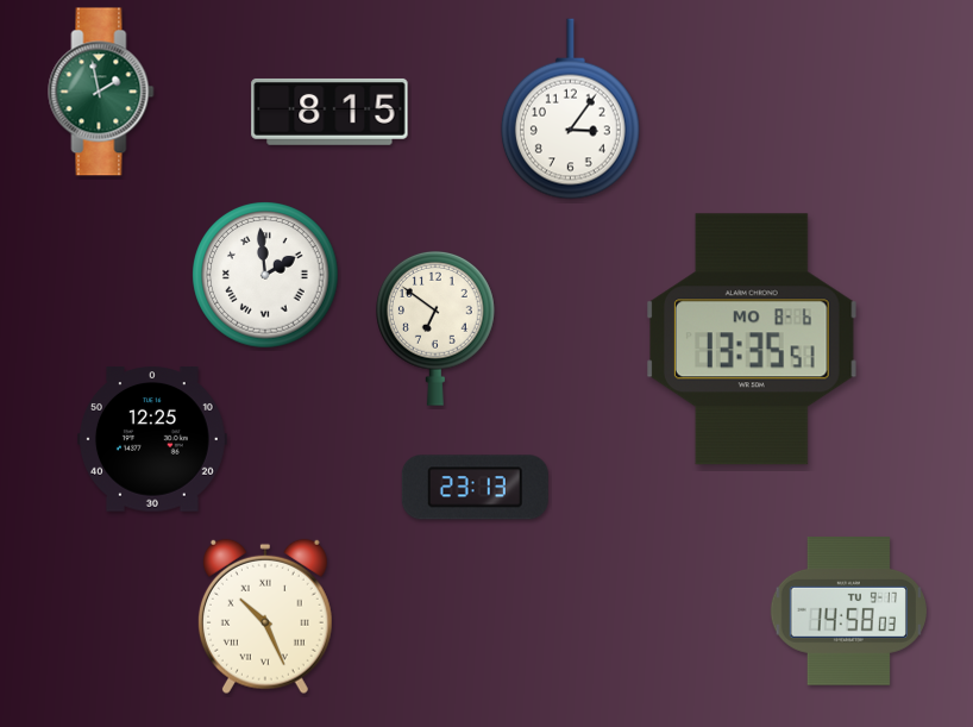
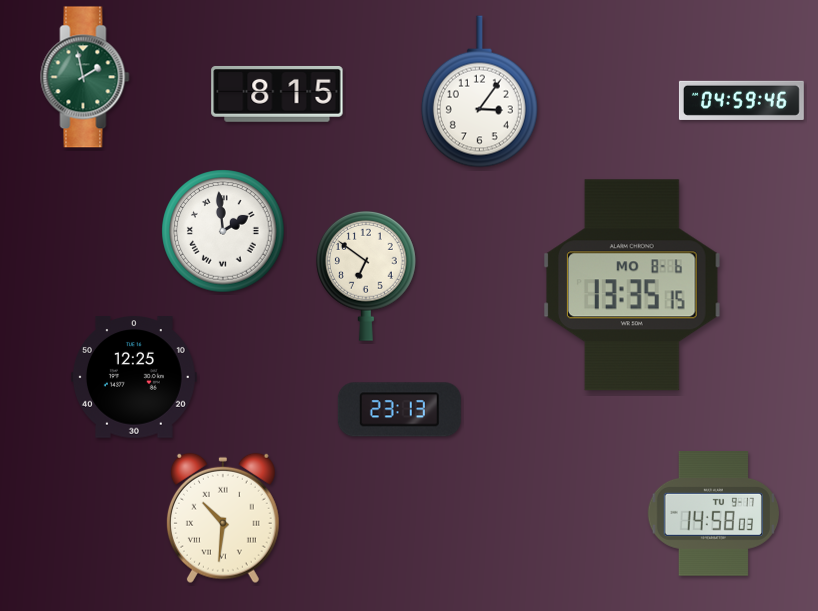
clock at (741, 100): none -> 04:59
clock at (753, 339): 13:35:51 -> 13:35:15
clock at (152, 439) position: (152, 439) -> (134, 377)
clock at (265, 616): 10:26 -> 10:31
